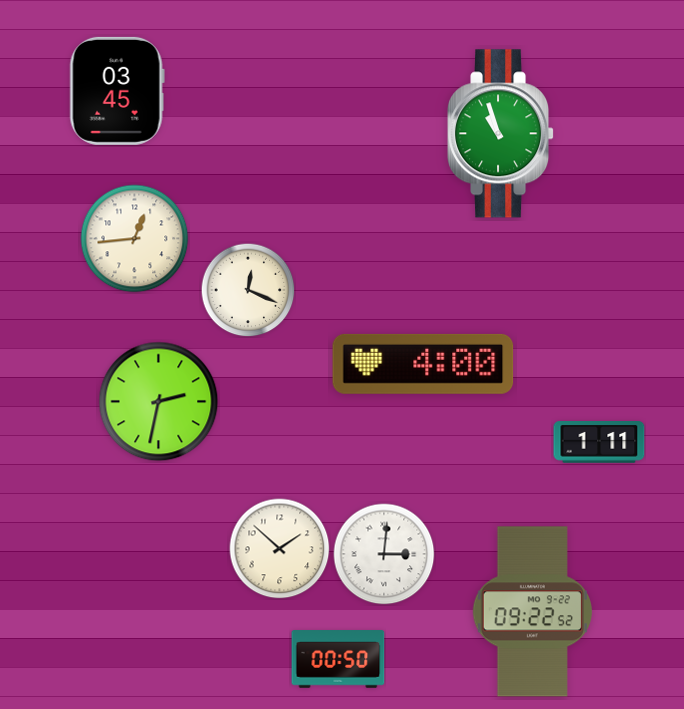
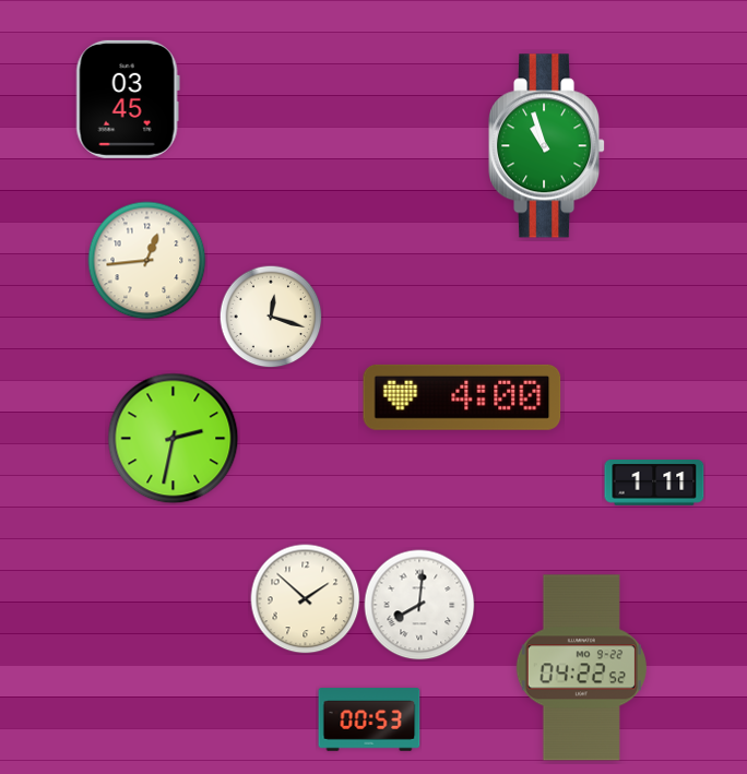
clock at (248, 290): 12:19 -> 12:18
clock at (384, 554): 3:01 -> 8:01
clock at (532, 612): 09:22 -> 04:22
clock at (338, 659): 00:50 -> 00:53
